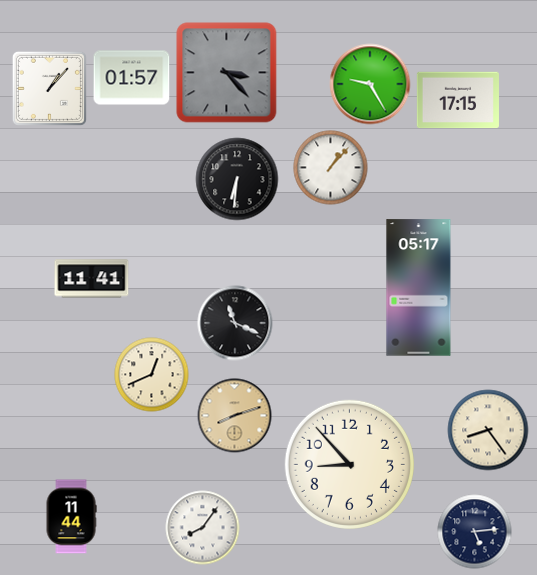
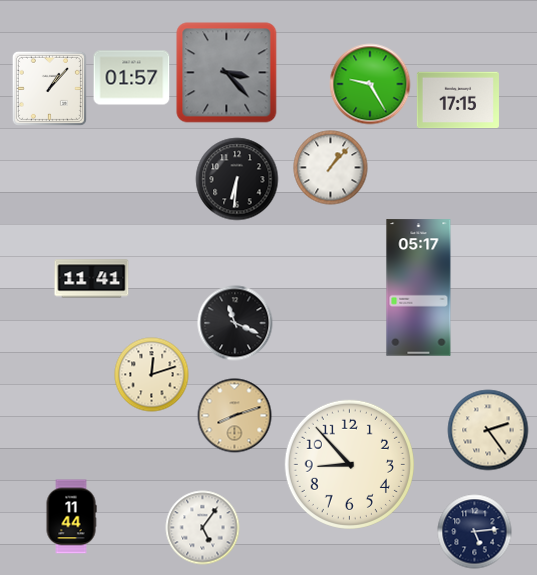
clock at (152, 375): 12:41 -> 12:12
clock at (488, 430): 8:24 -> 2:24
clock at (203, 528): 8:06 -> 5:06
